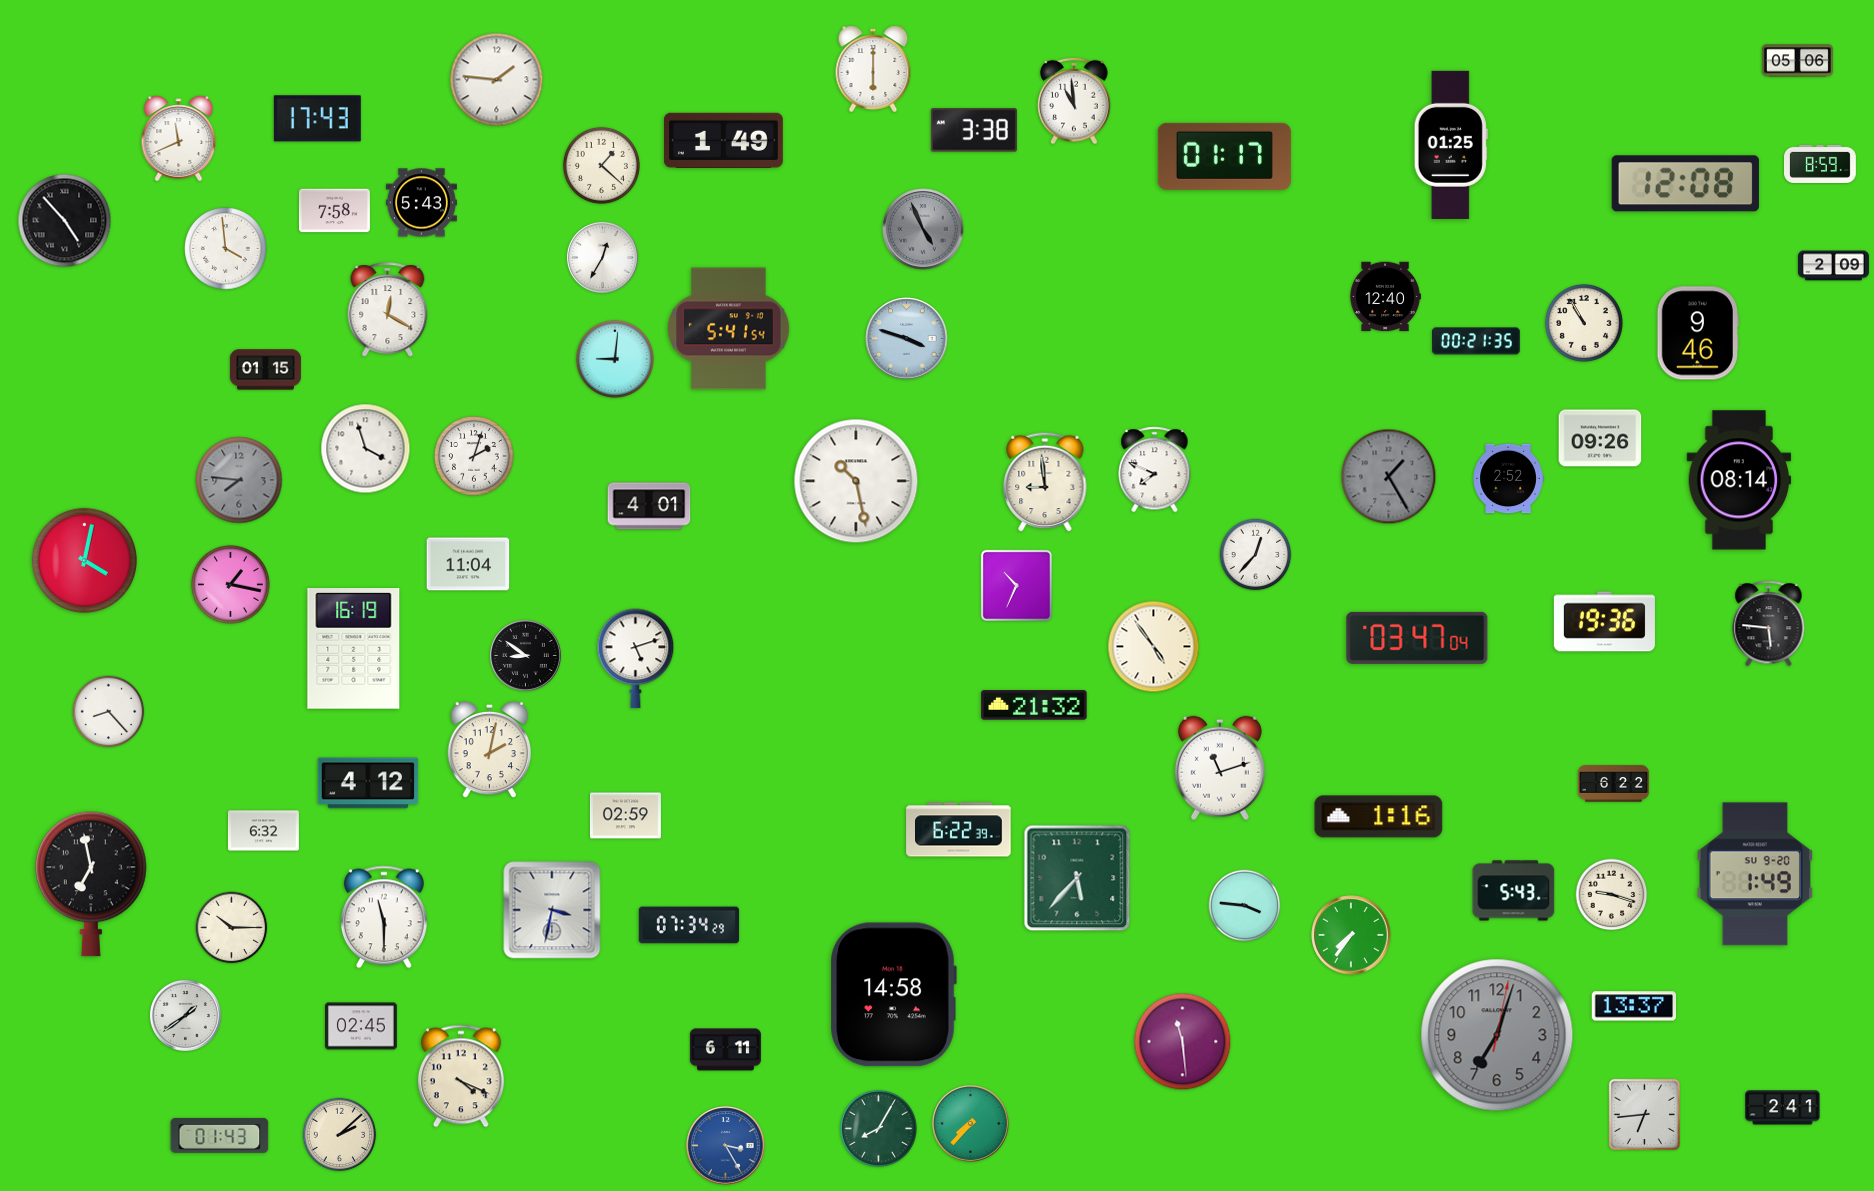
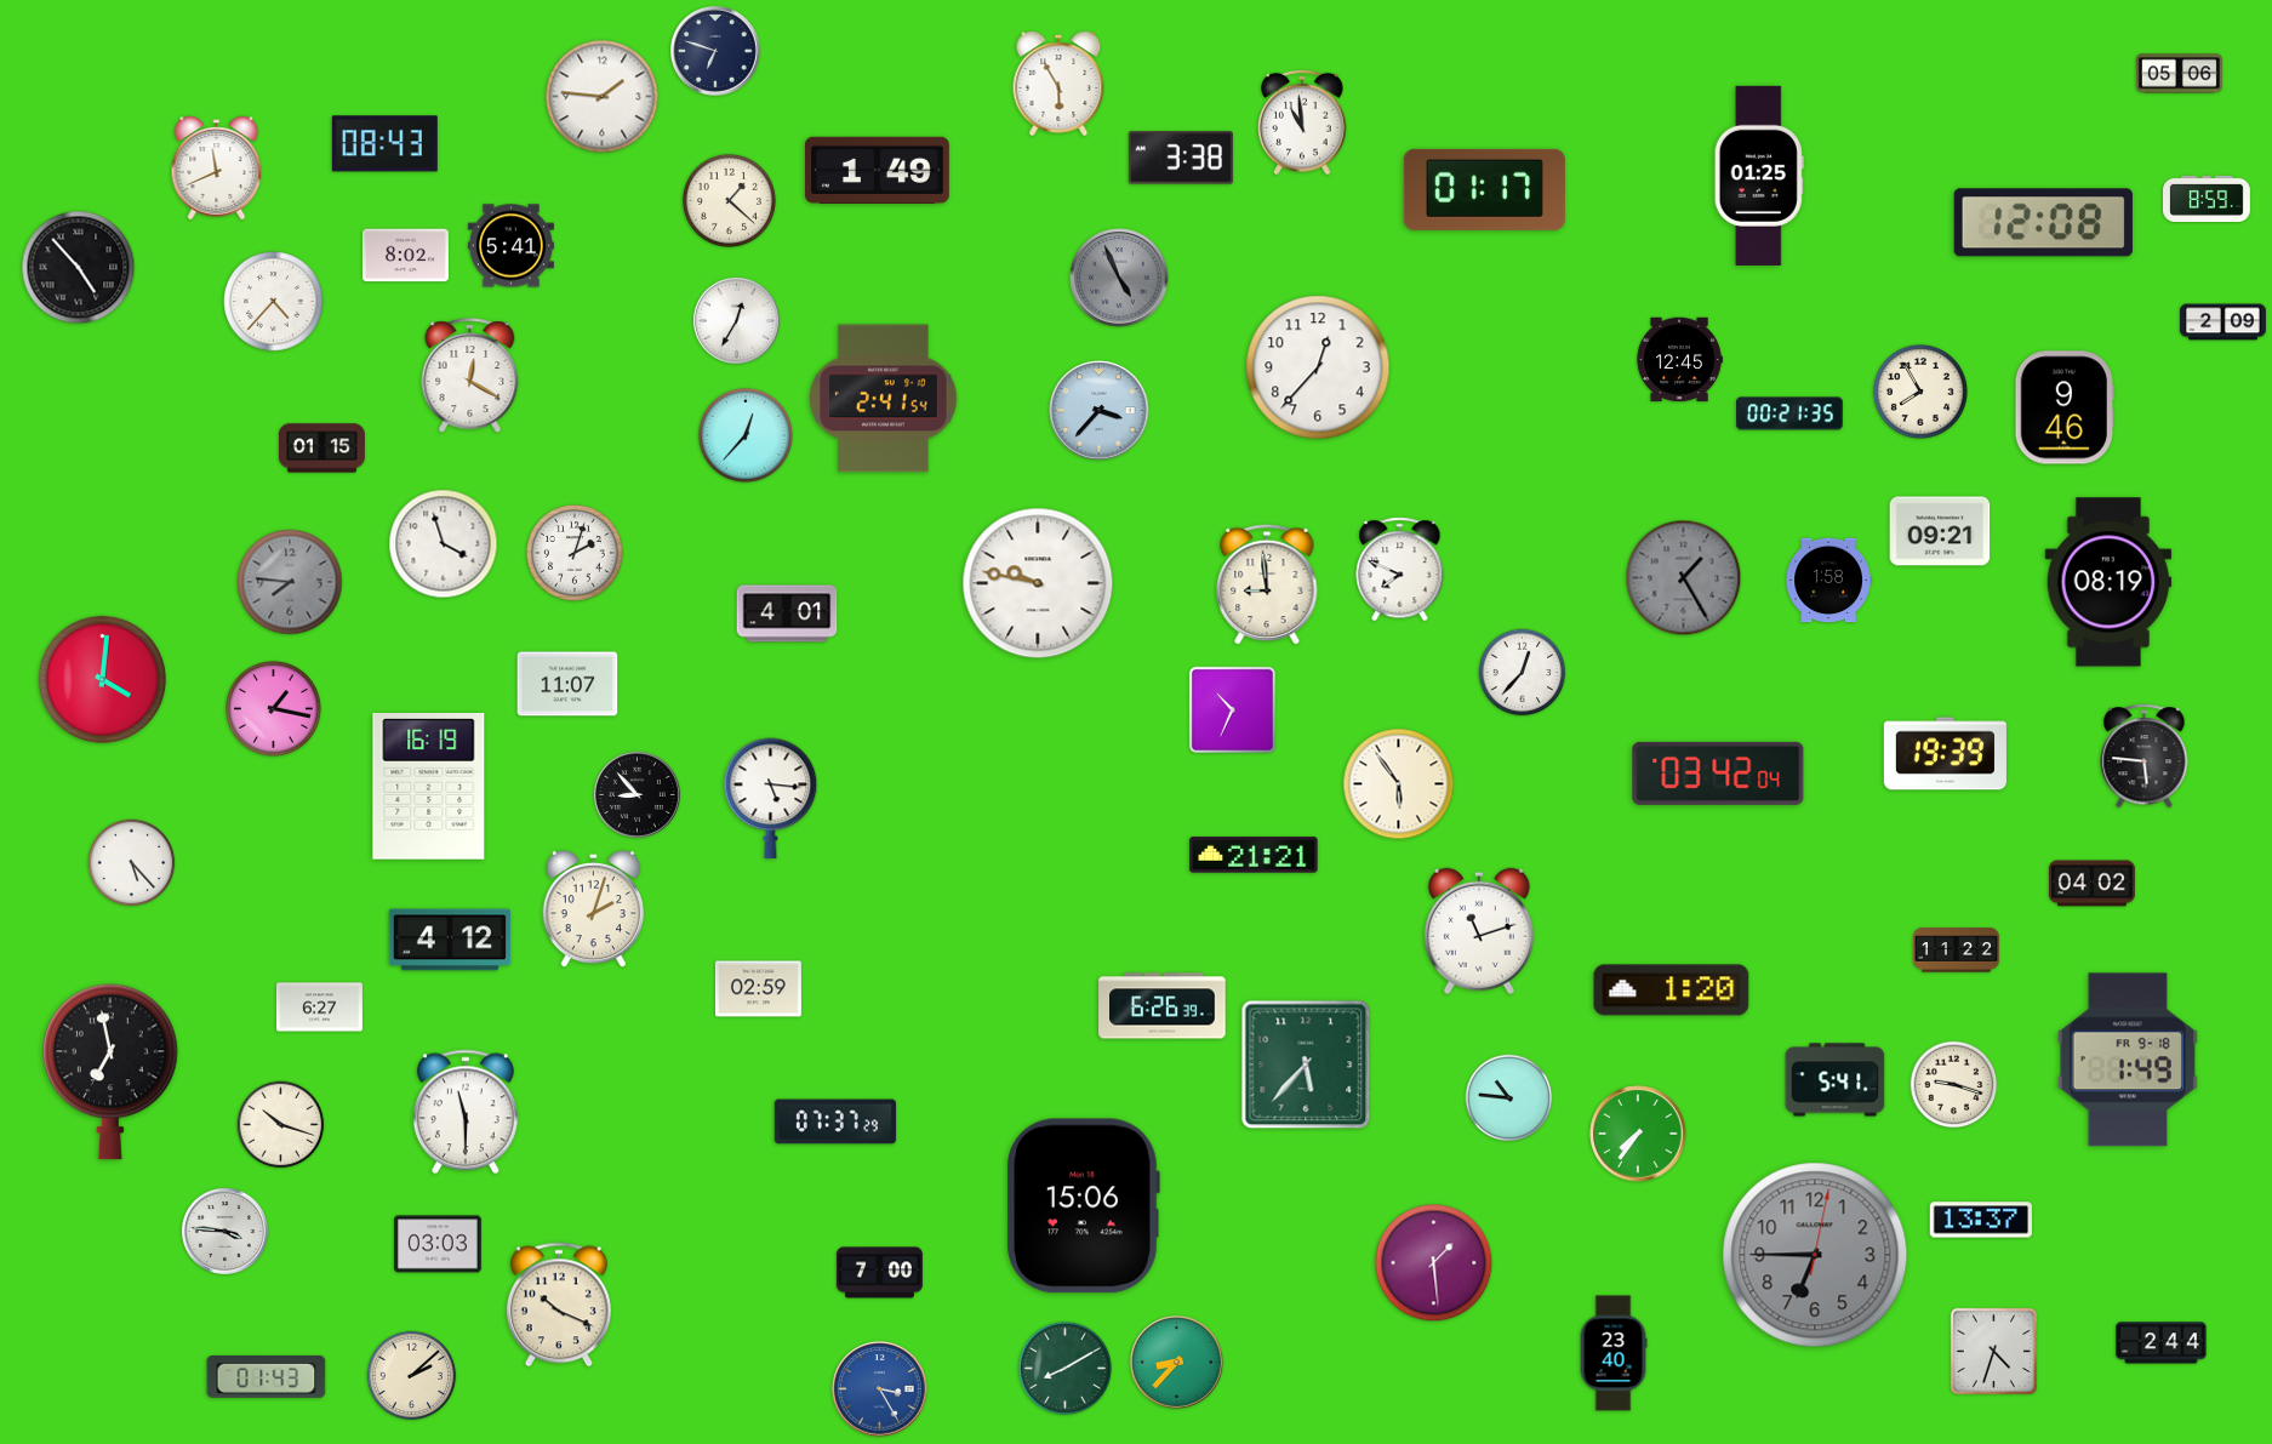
clock at (717, 52): none -> 6:48
clock at (873, 69): 6:00 -> 5:55
clock at (317, 119): 17:43 -> 08:43
clock at (421, 203): 5:43 -> 5:41
clock at (334, 211): 7:58 -> 8:02
clock at (226, 249): 3:59 -> 4:37
clock at (602, 257) position: (602, 257) -> (736, 320)
clock at (1385, 297): 12:40 -> 12:45
clock at (1318, 367): none -> 12:37
clock at (1584, 323): 10:55 -> 7:55
clock at (729, 329): 5:41 -> 2:41
clock at (1698, 333) position: (1698, 333) -> (2065, 407)
clock at (907, 339): 3:48 -> 3:37
clock at (615, 359): 9:01 -> 12:37
clock at (1600, 438): 09:26 -> 09:21
clock at (1508, 479): 2:52 -> 1:58
clock at (1739, 480): 08:14 -> 08:19
clock at (856, 481): 10:28 -> 9:47
clock at (84, 560): 4:02 -> 4:01
clock at (468, 564): 11:04 -> 11:07
clock at (230, 584) position: (230, 584) -> (273, 708)
clock at (1604, 622): 19:36 -> 19:39
clock at (1417, 638): 03:47 -> 03:42
clock at (1154, 647): 4:54 -> 5:54
clock at (525, 655): 8:51 -> 8:53
clock at (636, 659): 5:12 -> 5:16
clock at (1034, 705): 21:32 -> 21:21
clock at (109, 712): 8:23 -> 5:23
clock at (2091, 884): none -> 04:02
clock at (490, 750): 2:02 -> 2:03
clock at (368, 783) position: (368, 783) -> (450, 940)
clock at (1613, 784): 6:22 -> 11:22
clock at (1379, 817): 1:16 -> 1:20
clock at (959, 830): 6:22 -> 6:26
clock at (263, 831): 6:32 -> 6:27
clock at (1755, 874) date: SU 9-20 -> FR 9-18
clock at (1514, 891): 5:43 -> 5:41
clock at (1245, 906): 3:46 -> 10:46
clock at (552, 910): 3:32 -> none
clock at (689, 925): 07:34 -> 07:37
clock at (232, 928): 10:15 -> 10:18
clock at (893, 995): 14:58 -> 15:06
clock at (185, 1015): 1:39 -> 3:46
clock at (362, 1026): 02:45 -> 03:03
clock at (1497, 1035): 7:03 -> 6:45
clock at (1183, 1042): 11:29 -> 1:29
clock at (725, 1050): 6:11 -> 7:00
clock at (461, 1076): 4:19 -> 10:19
clock at (1783, 1108): 2:41 -> 2:44
clock at (1644, 1114): 6:44 -> 4:33
clock at (1614, 1353): none -> 23:40
clock at (971, 1124): 7:37 -> 8:37
clock at (878, 1128): 8:05 -> 8:10
